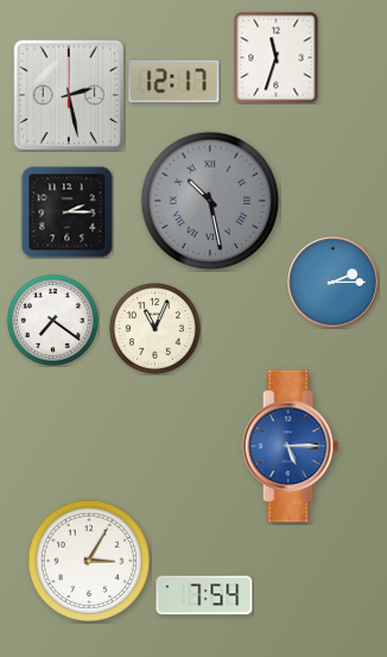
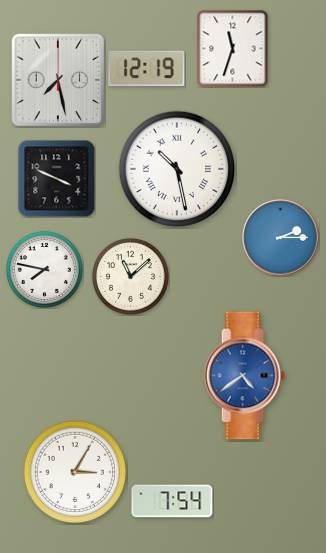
clock at (175, 82): 12:17 -> 12:19
clock at (69, 95): 2:28 -> 7:28
clock at (210, 201) dial: grey -> white
clock at (66, 211): 2:15 -> 3:49
clock at (52, 320): 7:21 -> 7:47
clock at (154, 328): 11:04 -> 11:08
clock at (290, 447): 5:15 -> 4:39
